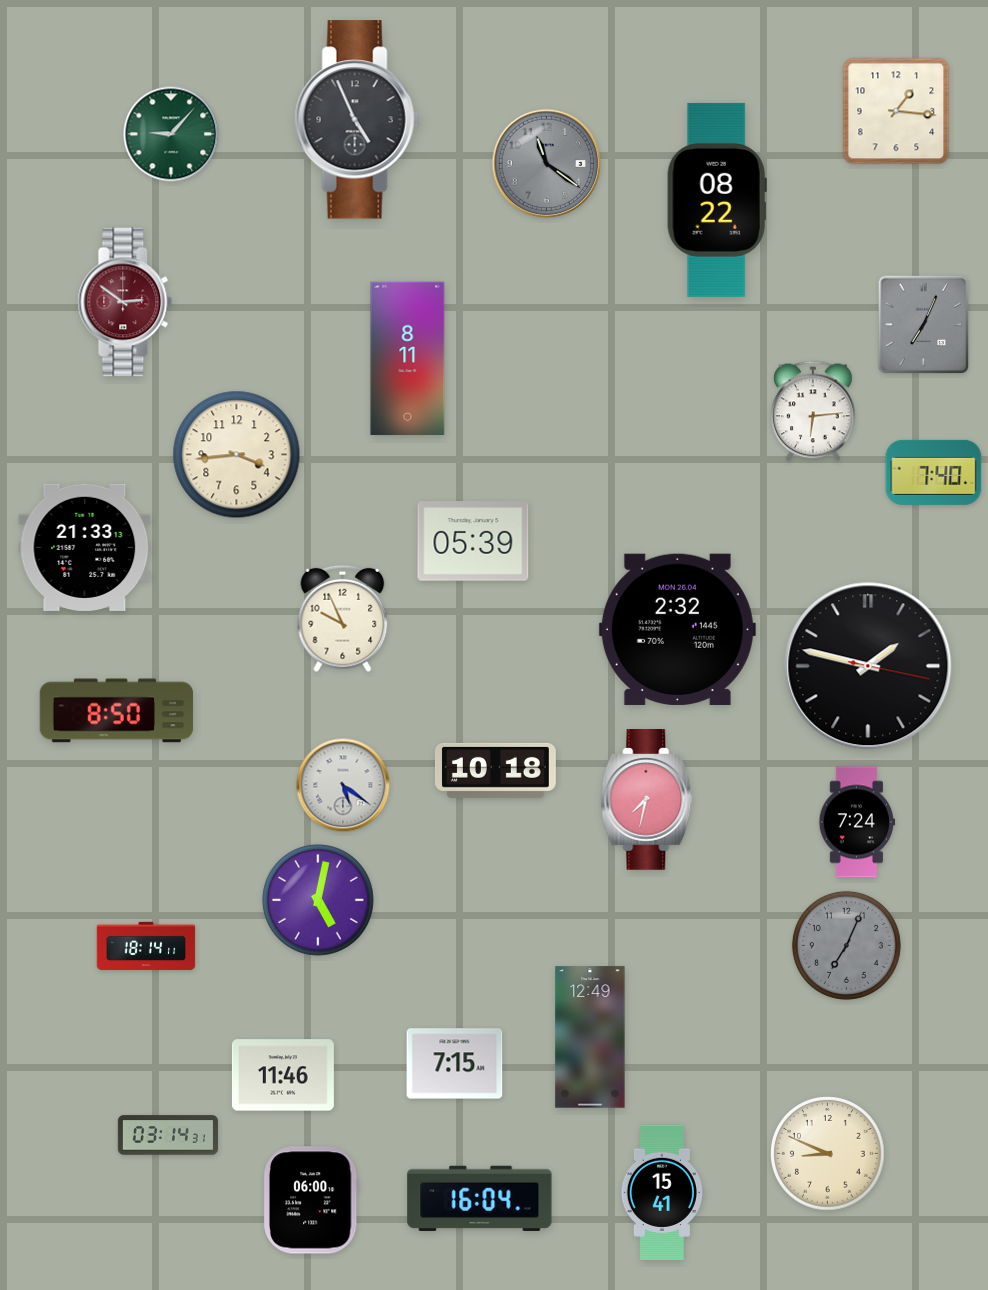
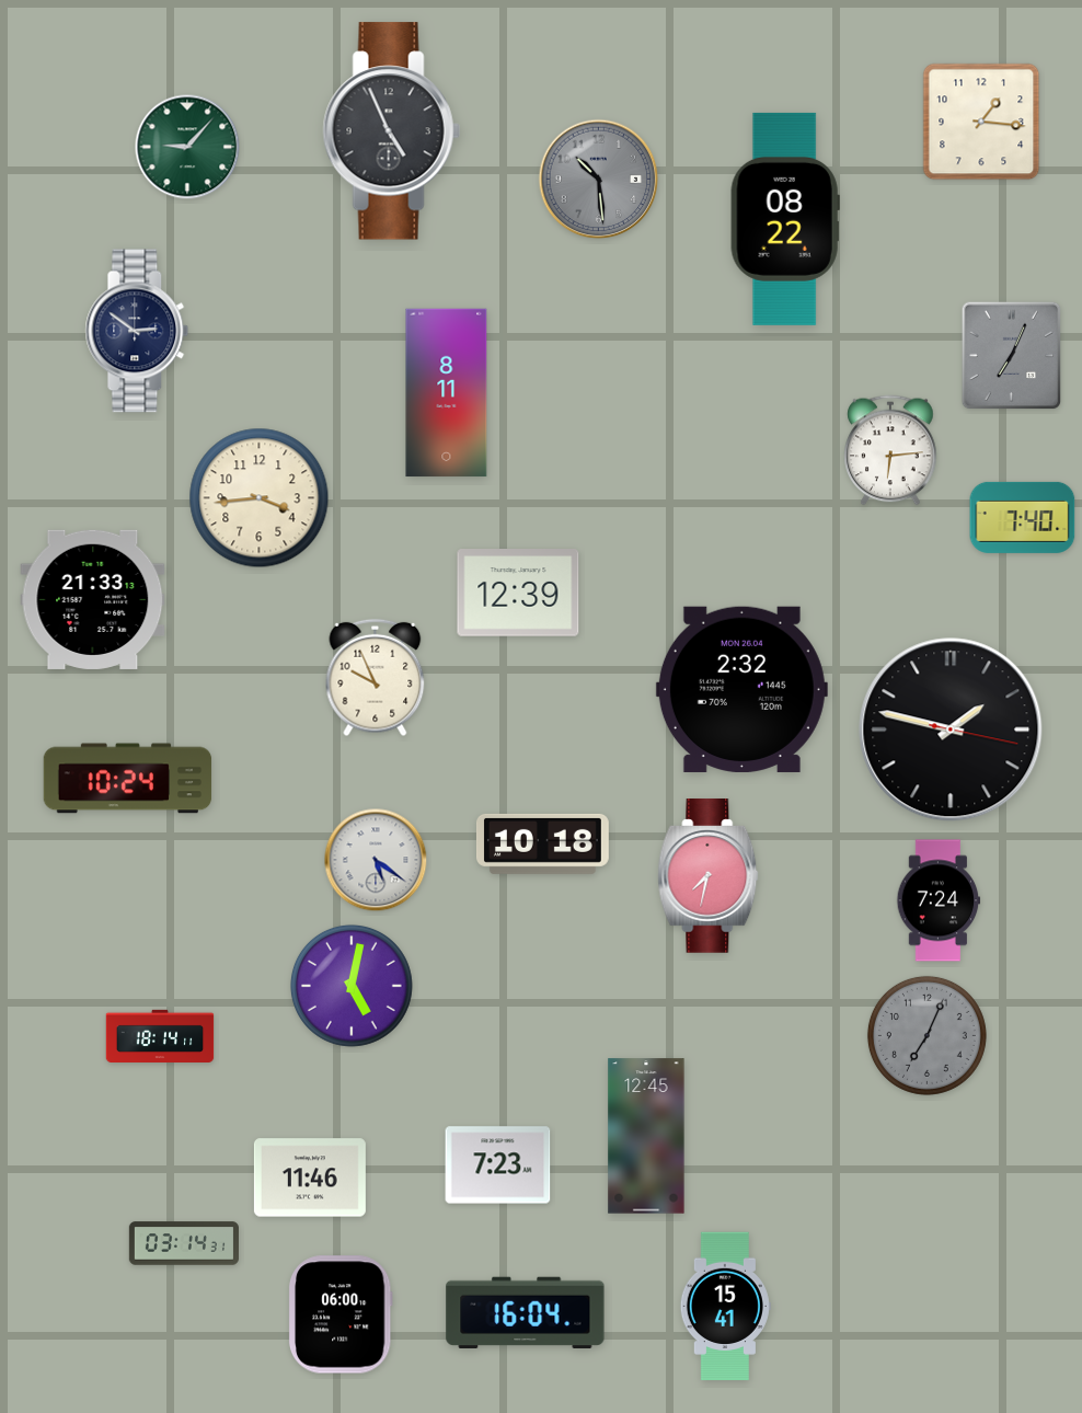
clock at (547, 164): 11:21 -> 10:29
clock at (125, 302) dial: burgundy -> navy
clock at (473, 542): 05:39 -> 12:39
clock at (117, 711): 8:50 -> 10:24
clock at (318, 900) position: (318, 900) -> (352, 986)
clock at (590, 1037): 12:49 -> 12:45
clock at (455, 1064): 7:15 -> 7:23
clock at (828, 1154): 8:49 -> none
